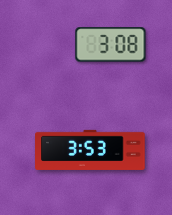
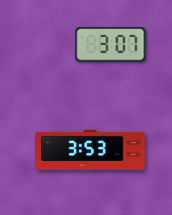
clock at (111, 45): 3:08 -> 3:07
